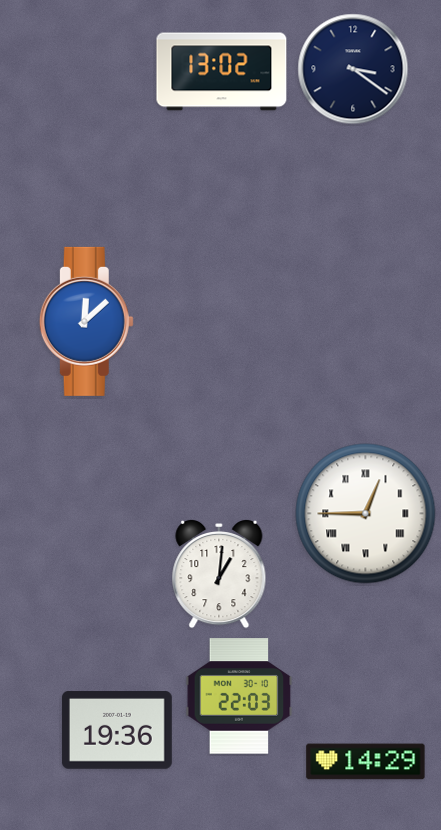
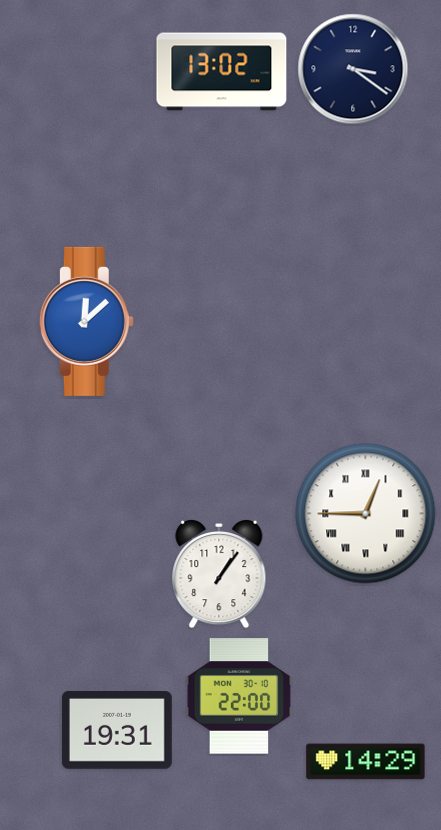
clock at (219, 574): 1:01 -> 1:06
clock at (239, 696): 22:03 -> 22:00
clock at (117, 731): 19:36 -> 19:31
